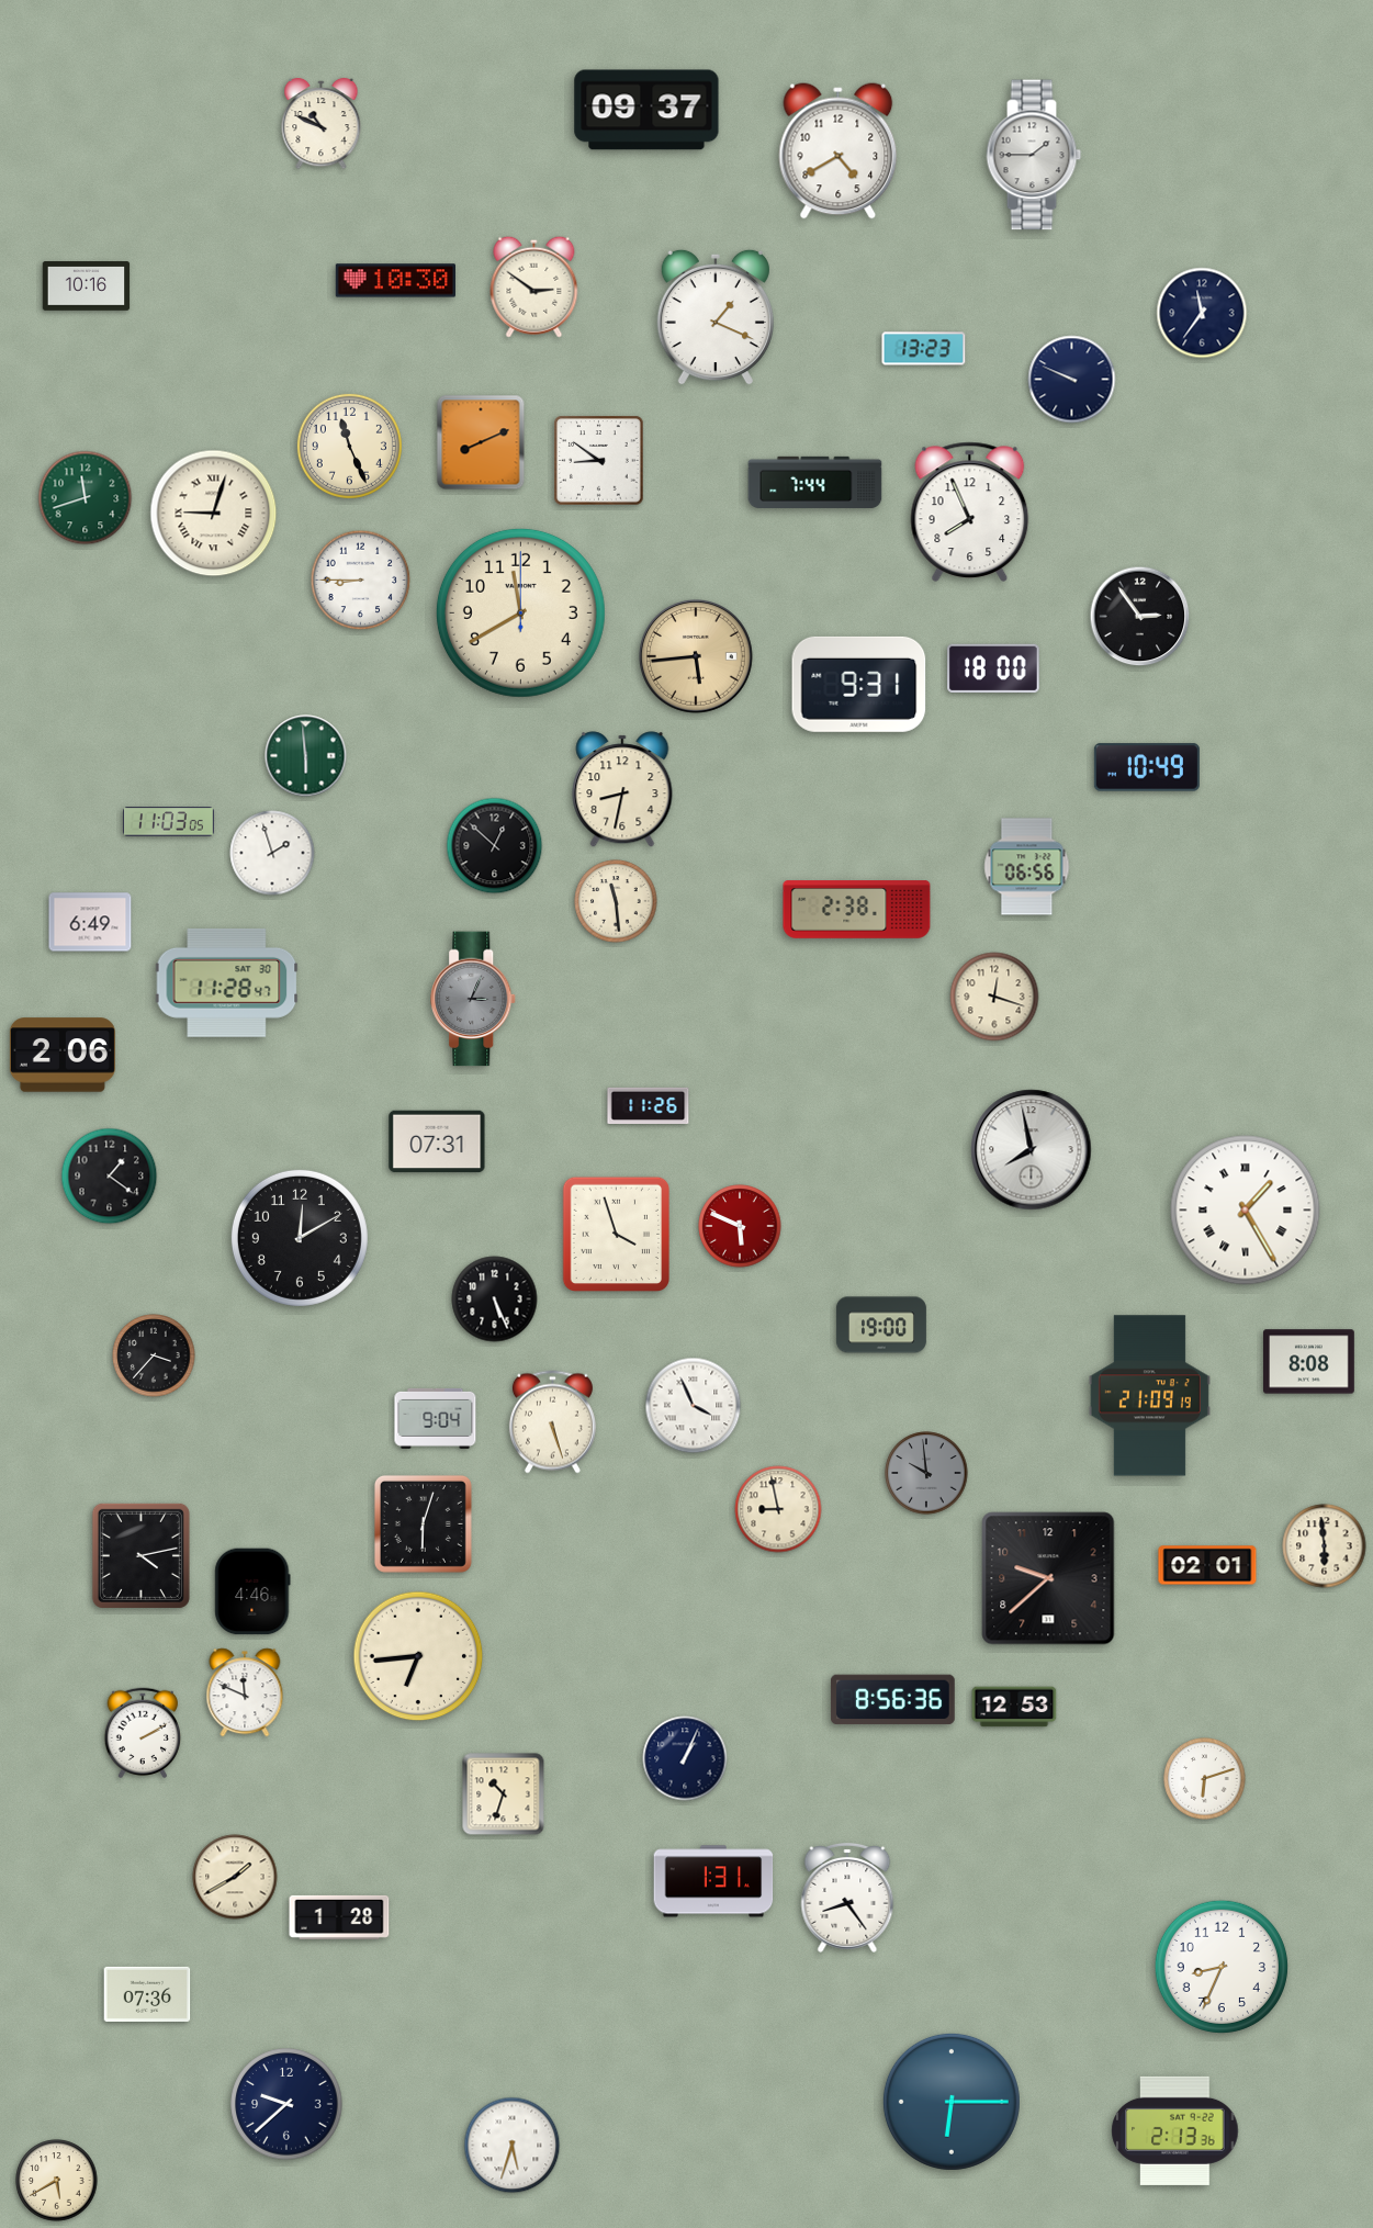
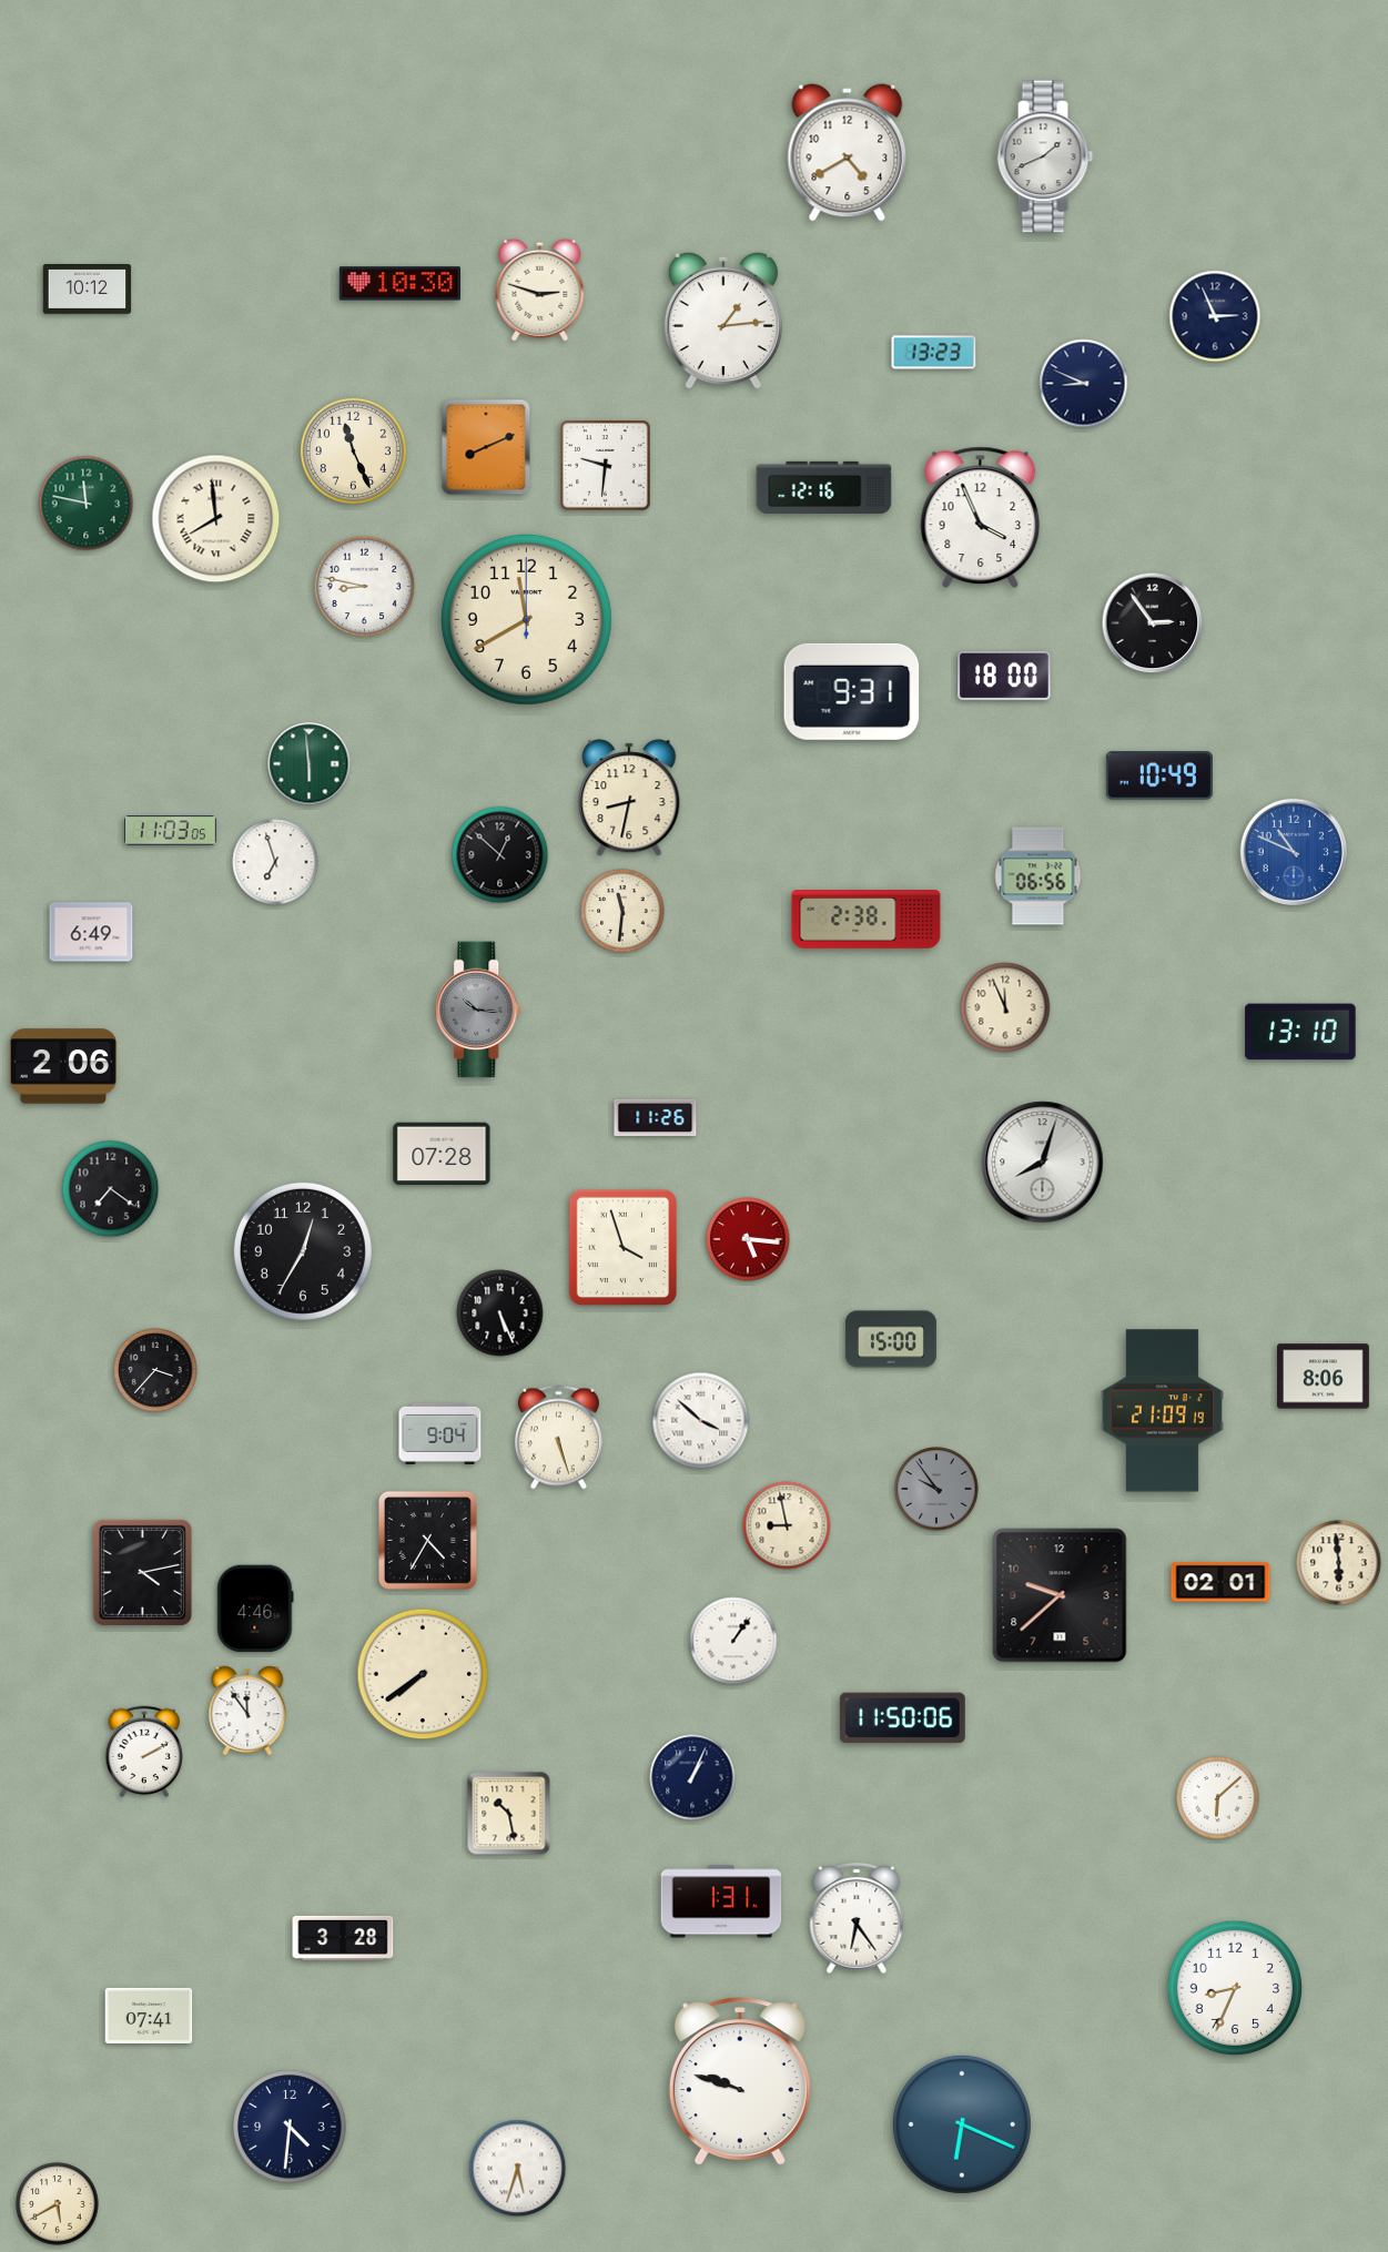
clock at (646, 110): 09:37 -> none
clock at (322, 124): 10:49 -> none
clock at (1034, 155): 1:45 -> 1:41
clock at (87, 286): 10:16 -> 10:12
clock at (534, 286): 2:51 -> 2:48
clock at (1202, 313): 11:36 -> 2:56
clock at (716, 317): 1:19 -> 1:14
clock at (1072, 380): 9:49 -> 8:49
clock at (599, 461): 8:51 -> 9:31
clock at (815, 482): 7:44 -> 12:16
clock at (86, 498): 11:42 -> 11:47
clock at (970, 511): 7:56 -> 3:56
clock at (214, 514): 9:03 -> 7:59
clock at (361, 581): 8:45 -> 8:47
clock at (696, 656): 5:44 -> none
clock at (859, 684) position: (859, 684) -> (852, 691)
clock at (1294, 852): none -> 10:49
clock at (272, 853): 1:57 -> 6:57
clock at (616, 901): 11:29 -> 11:31
clock at (227, 982): 11:28 -> none
clock at (994, 997): 12:18 -> 11:56
clock at (474, 999): 3:04 -> 10:16
clock at (1300, 1032): none -> 13:10
clock at (437, 1141): 07:31 -> 07:28
clock at (1032, 1150): 7:58 -> 8:03
clock at (110, 1177): 1:21 -> 7:21
clock at (1246, 1211): 1:25 -> none
clock at (740, 1226): 5:49 -> 5:16
clock at (300, 1238): 12:10 -> 12:35
clock at (881, 1325): 19:00 -> 15:00
clock at (1309, 1362): 8:08 -> 8:06
clock at (694, 1406): 3:56 -> 3:52
clock at (926, 1473): 9:59 -> 9:54
clock at (423, 1523): 6:03 -> 4:35
clock at (733, 1641): none -> 1:06
clock at (418, 1656): 6:44 -> 7:39
clock at (245, 1692): 11:49 -> 11:54
clock at (892, 1700): 8:56 -> 11:50
clock at (1014, 1707): 12:53 -> none
clock at (1205, 1779): 6:12 -> 6:08
clock at (504, 1794): 10:33 -> 10:28
clock at (235, 1877): 1:40 -> none
clock at (847, 1898): 8:24 -> 6:24
clock at (339, 1917): 1:28 -> 3:28
clock at (147, 1994): 07:36 -> 07:41
clock at (740, 2081): none -> 9:48
clock at (952, 2102): 6:15 -> 6:19
clock at (286, 2104): 9:38 -> 4:31
clock at (1175, 2130): 2:13 -> none
